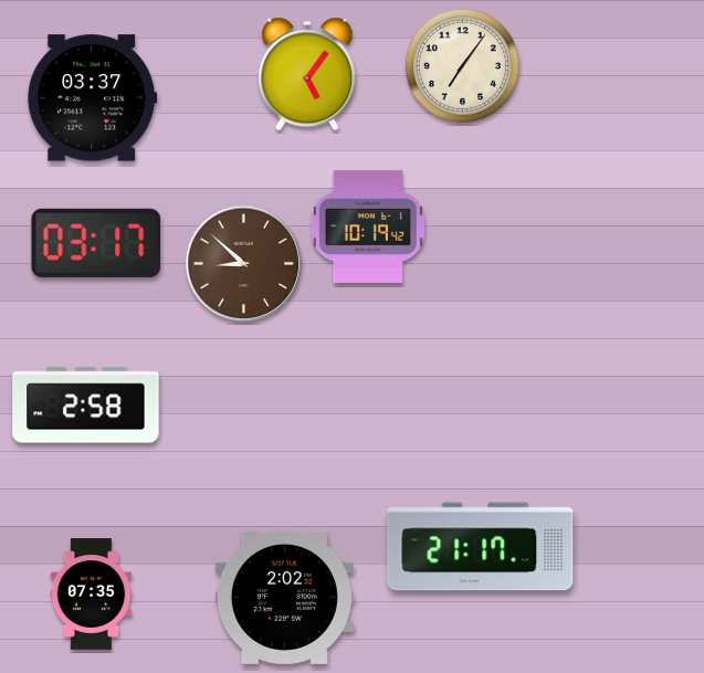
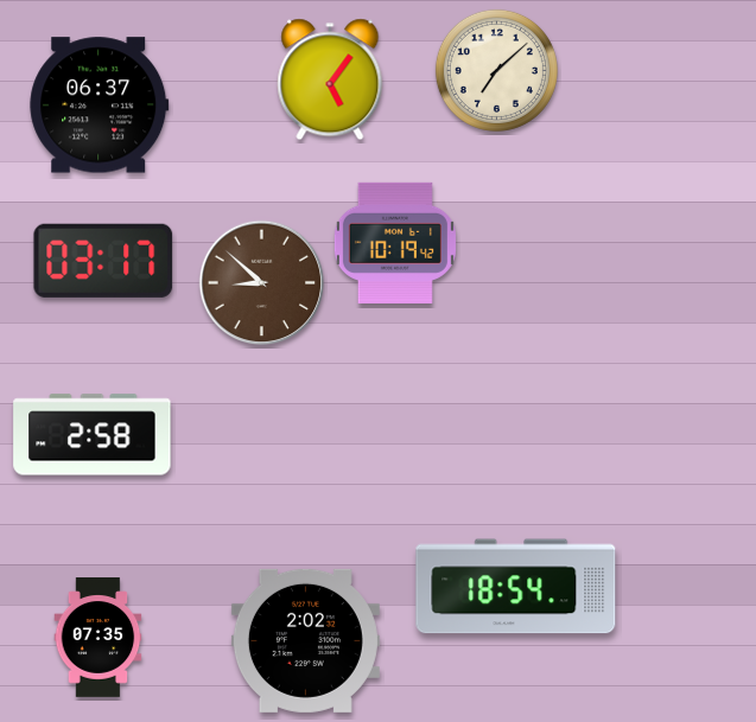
clock at (462, 65): 7:06 -> 7:08
clock at (93, 98): 03:37 -> 06:37
clock at (481, 547): 21:17 -> 18:54
